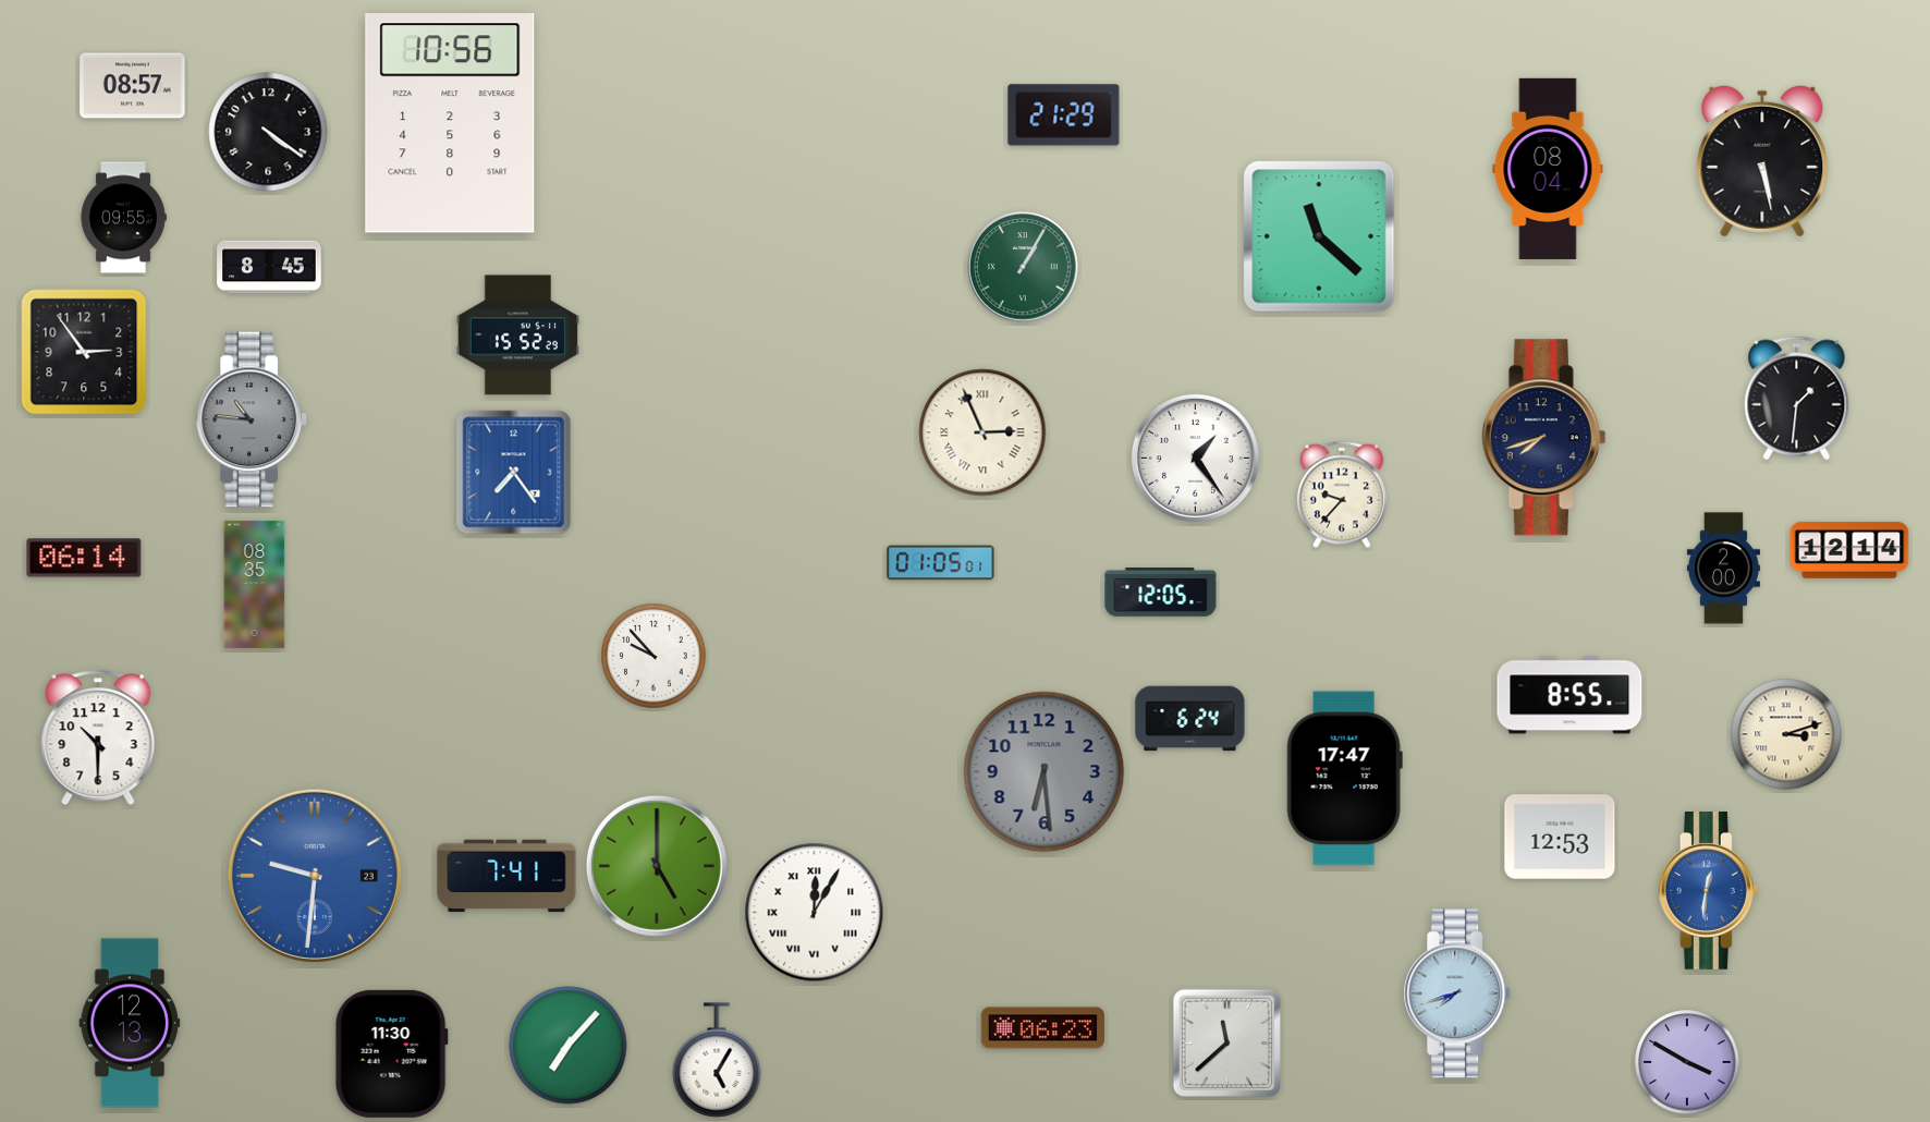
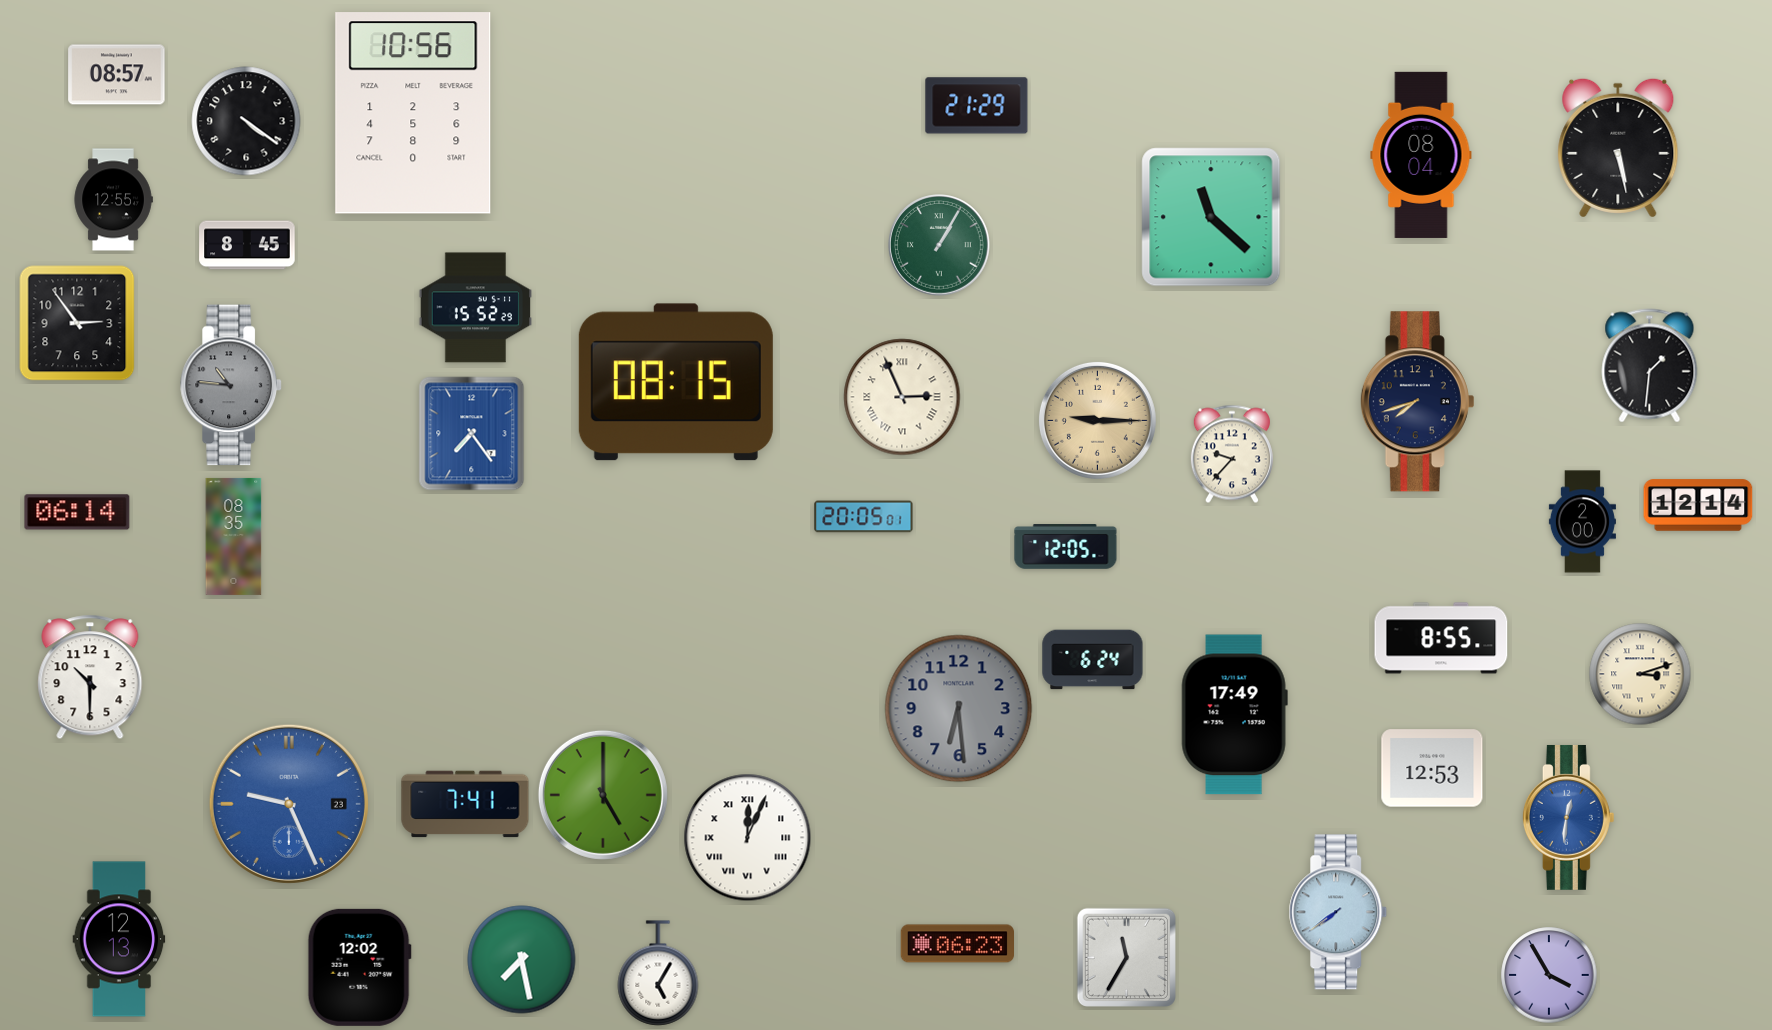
clock at (133, 86) position: (133, 86) -> (117, 75)
clock at (123, 218): 09:55 -> 12:55
clock at (676, 382): none -> 08:15
clock at (1195, 458): 1:24 -> 9:15
clock at (1195, 458) dial: white -> champagne
clock at (941, 563): 01:05 -> 20:05
clock at (1161, 593) position: (1161, 593) -> (1066, 547)
clock at (653, 656): 9:53 -> none
clock at (1344, 779): 17:47 -> 17:49
clock at (315, 876): 9:31 -> 9:26
clock at (815, 913): 12:05 -> 12:04
clock at (1457, 993): 7:42 -> 7:39
clock at (1226, 1042): 11:38 -> 11:35
clock at (569, 1046): 7:07 -> 7:28
clock at (391, 1053): 11:30 -> 12:02
clock at (1687, 1062): 3:50 -> 3:55
